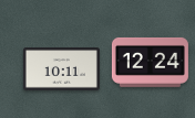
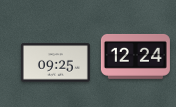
clock at (61, 69): 10:11 -> 09:25
